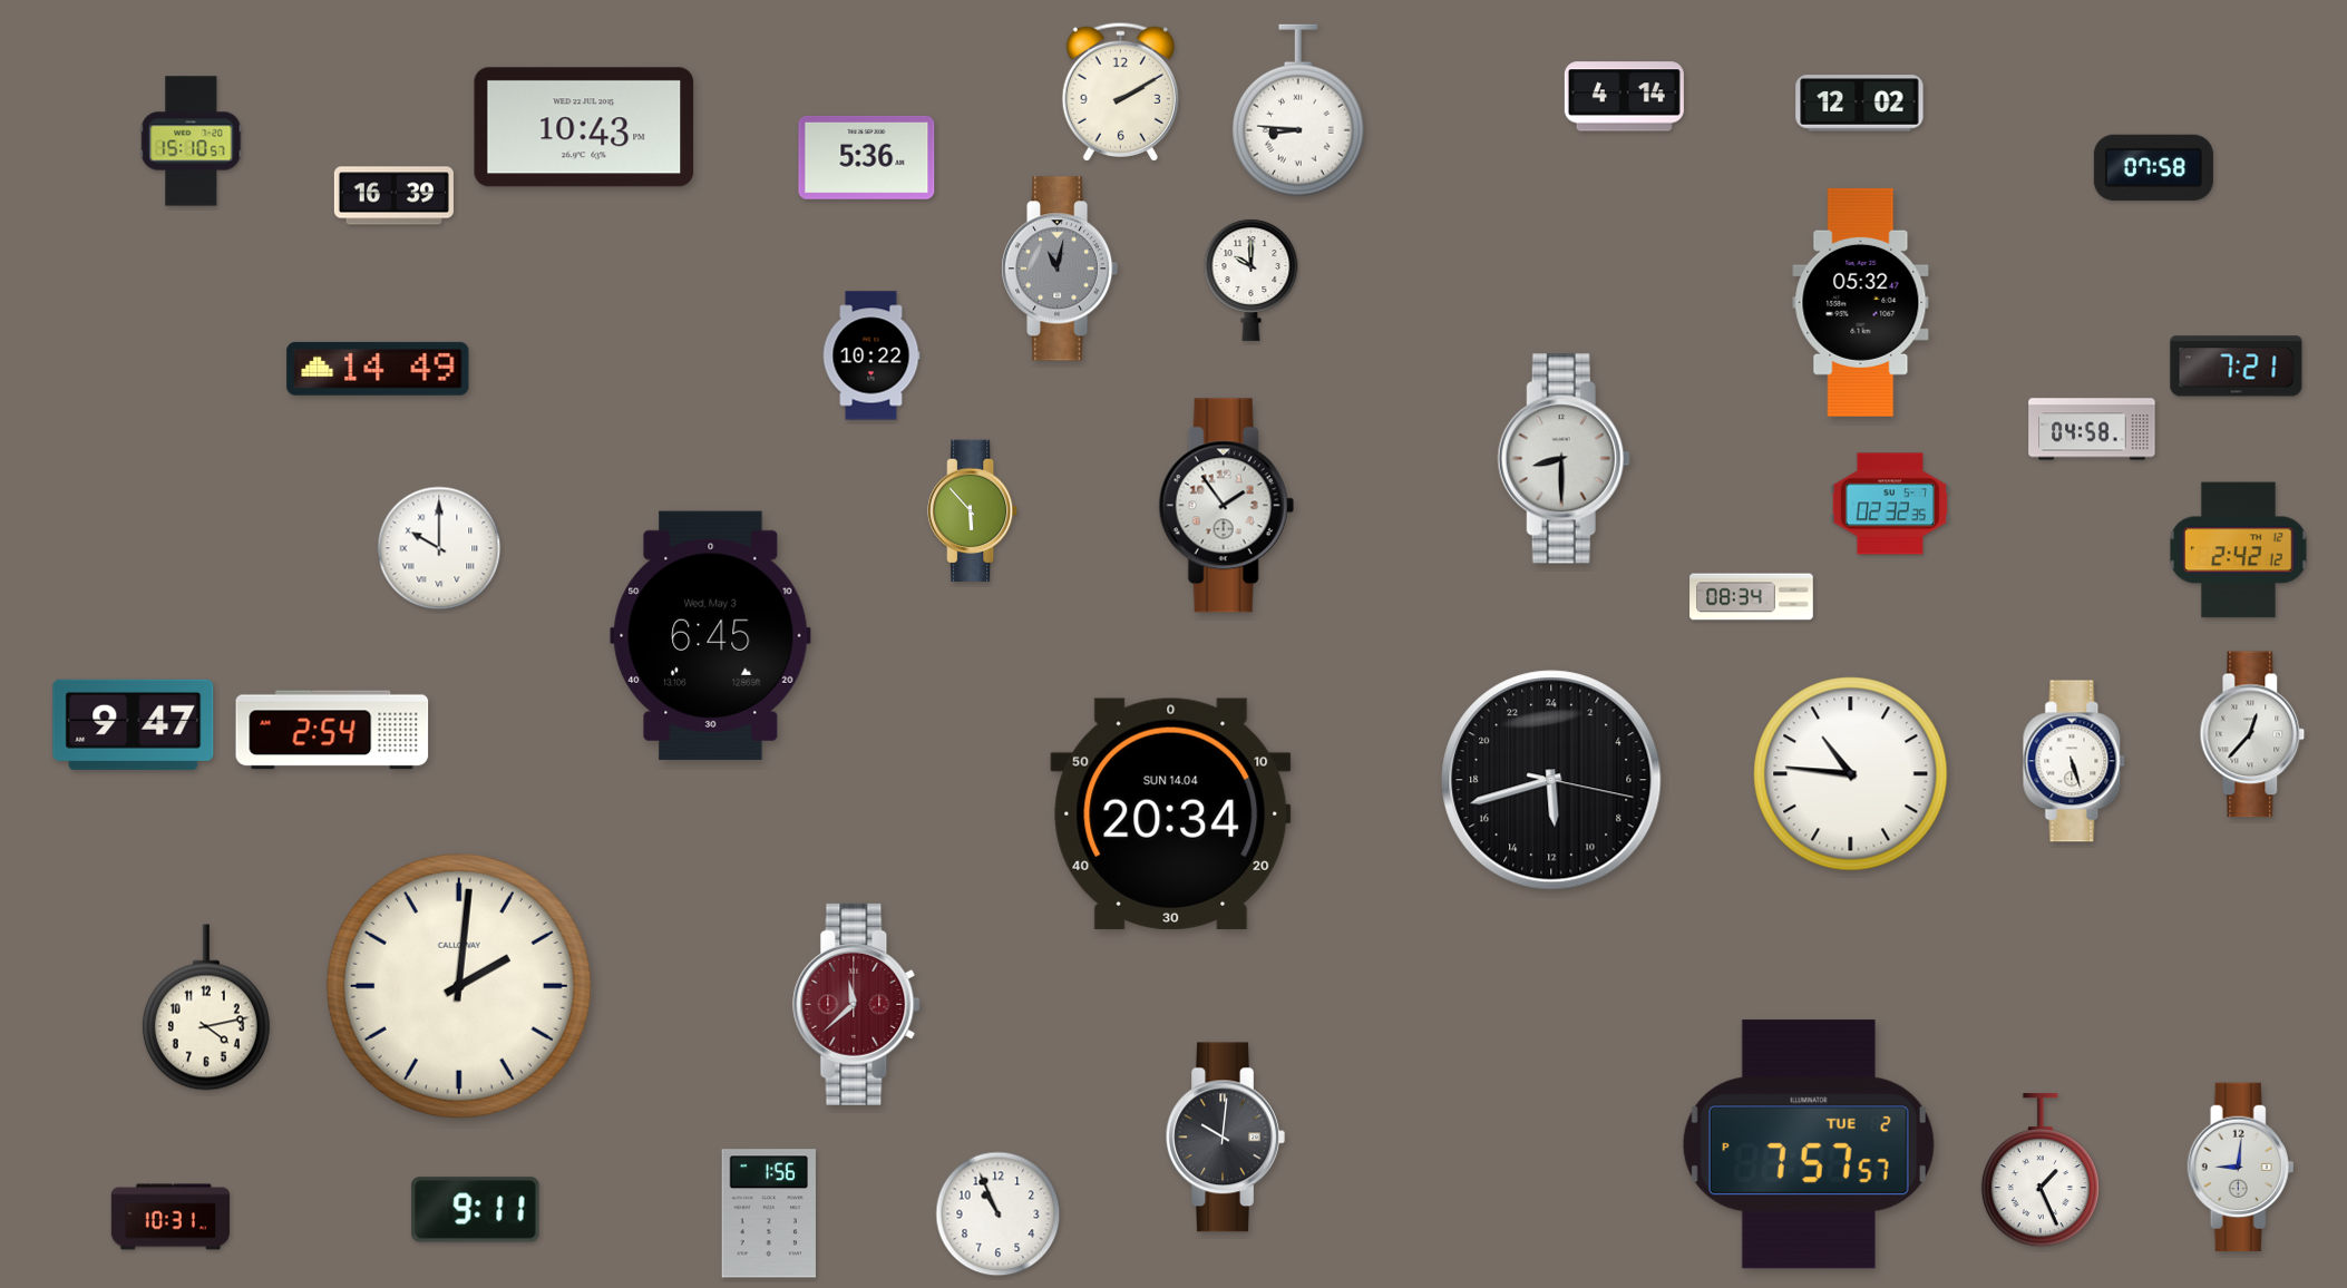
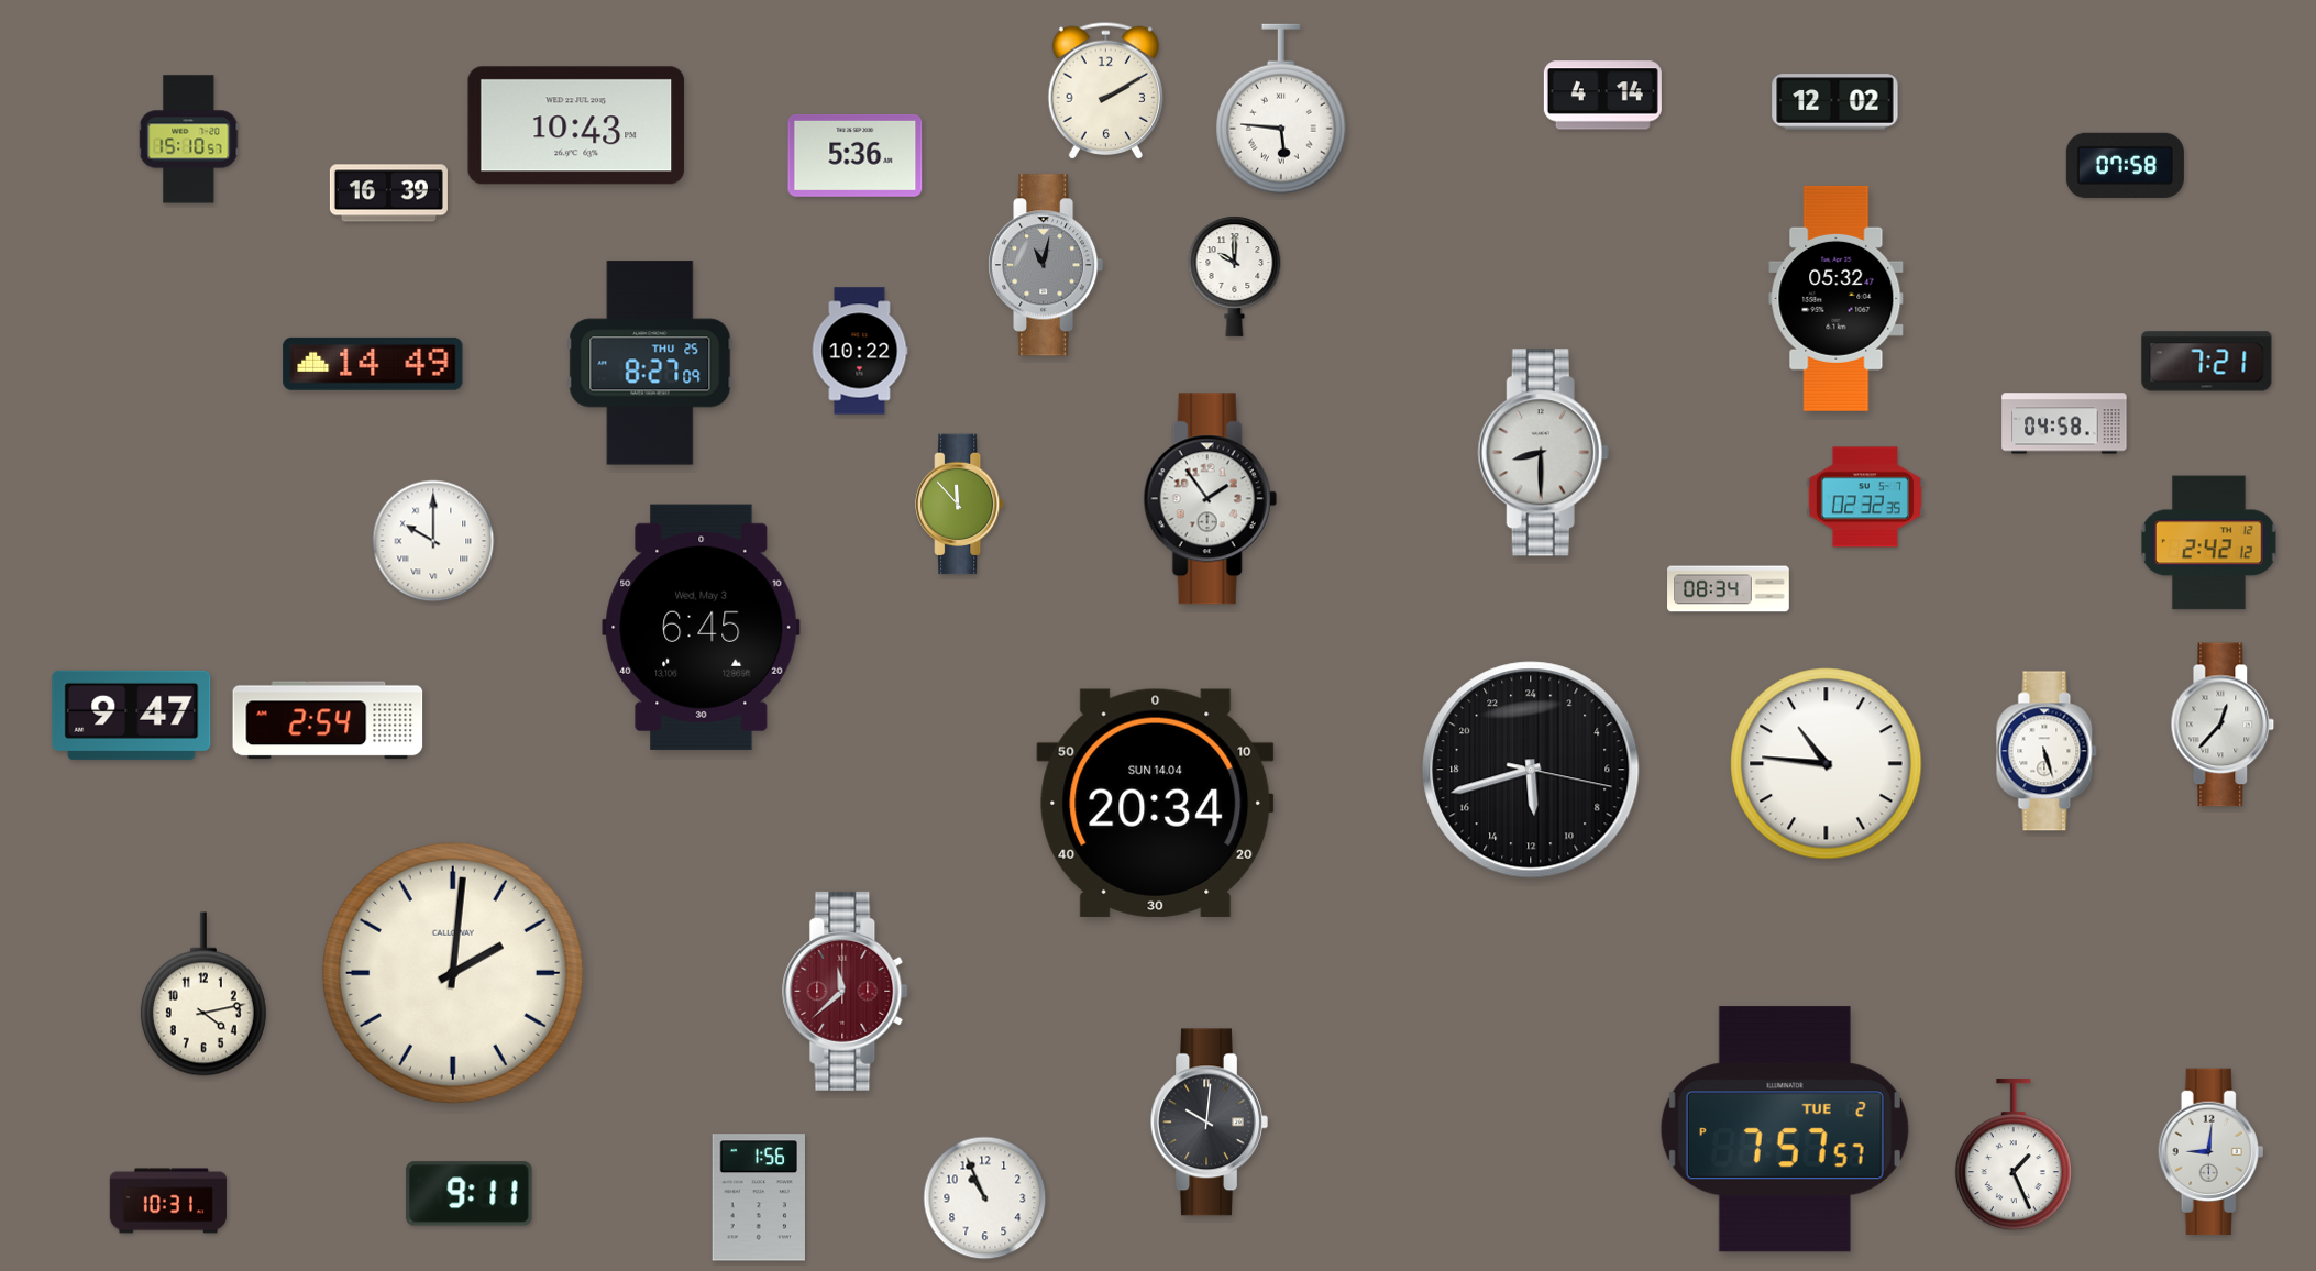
clock at (1298, 110): 8:46 -> 5:46
clock at (650, 363): none -> 8:27
clock at (973, 511): 5:53 -> 11:53
